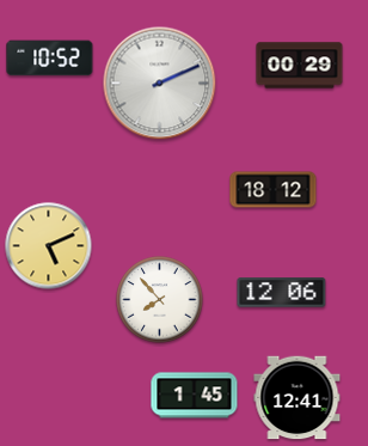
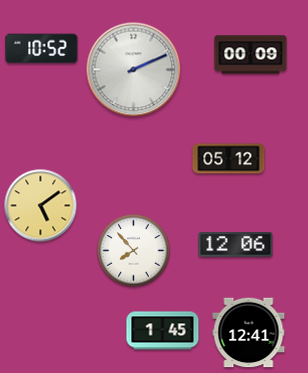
clock at (300, 66): 00:29 -> 00:09
clock at (274, 190): 18:12 -> 05:12
clock at (49, 246): 5:11 -> 5:09
